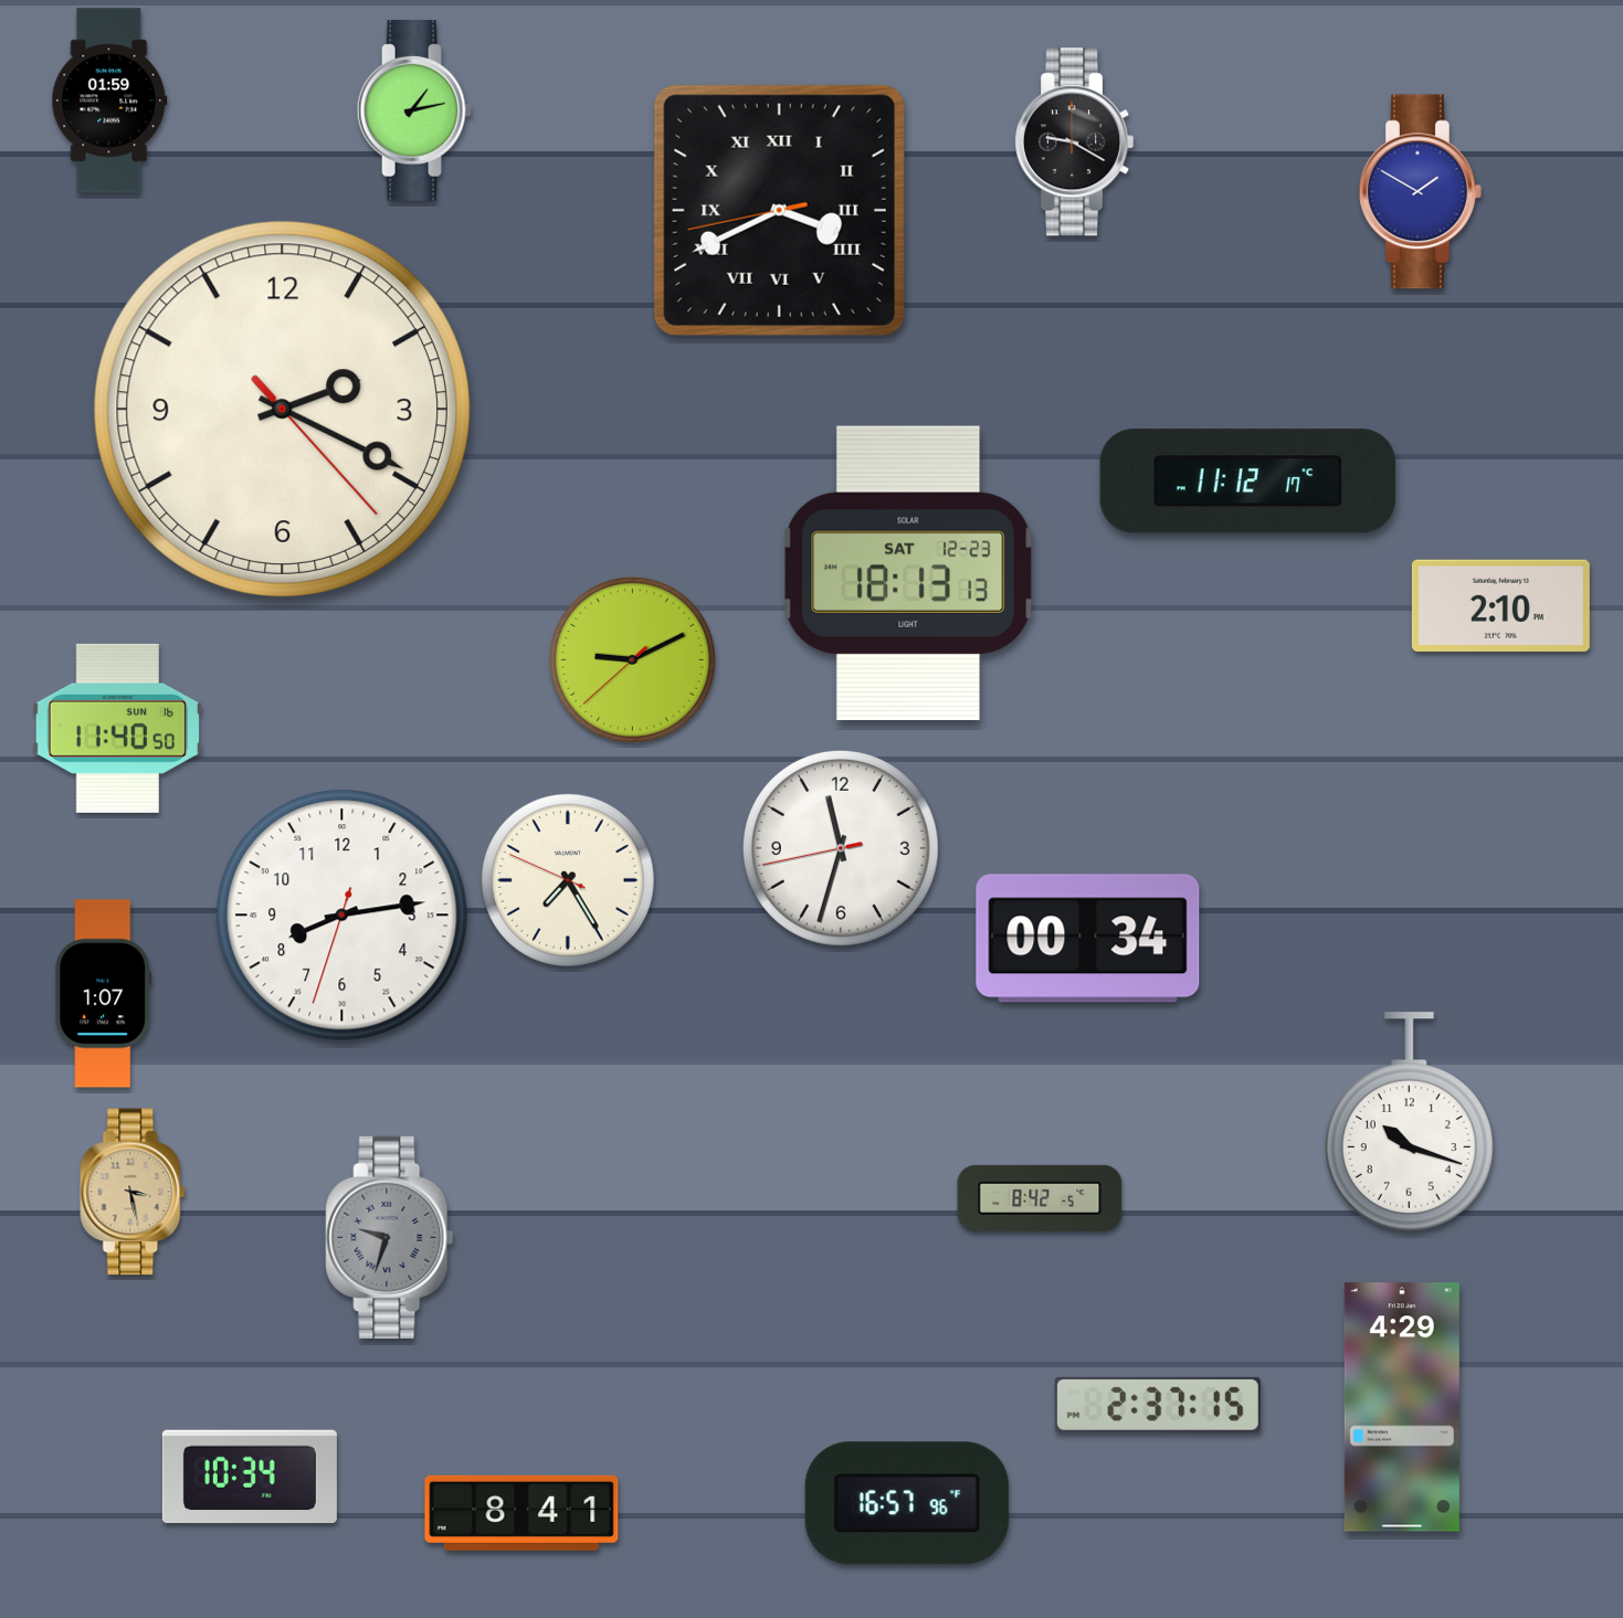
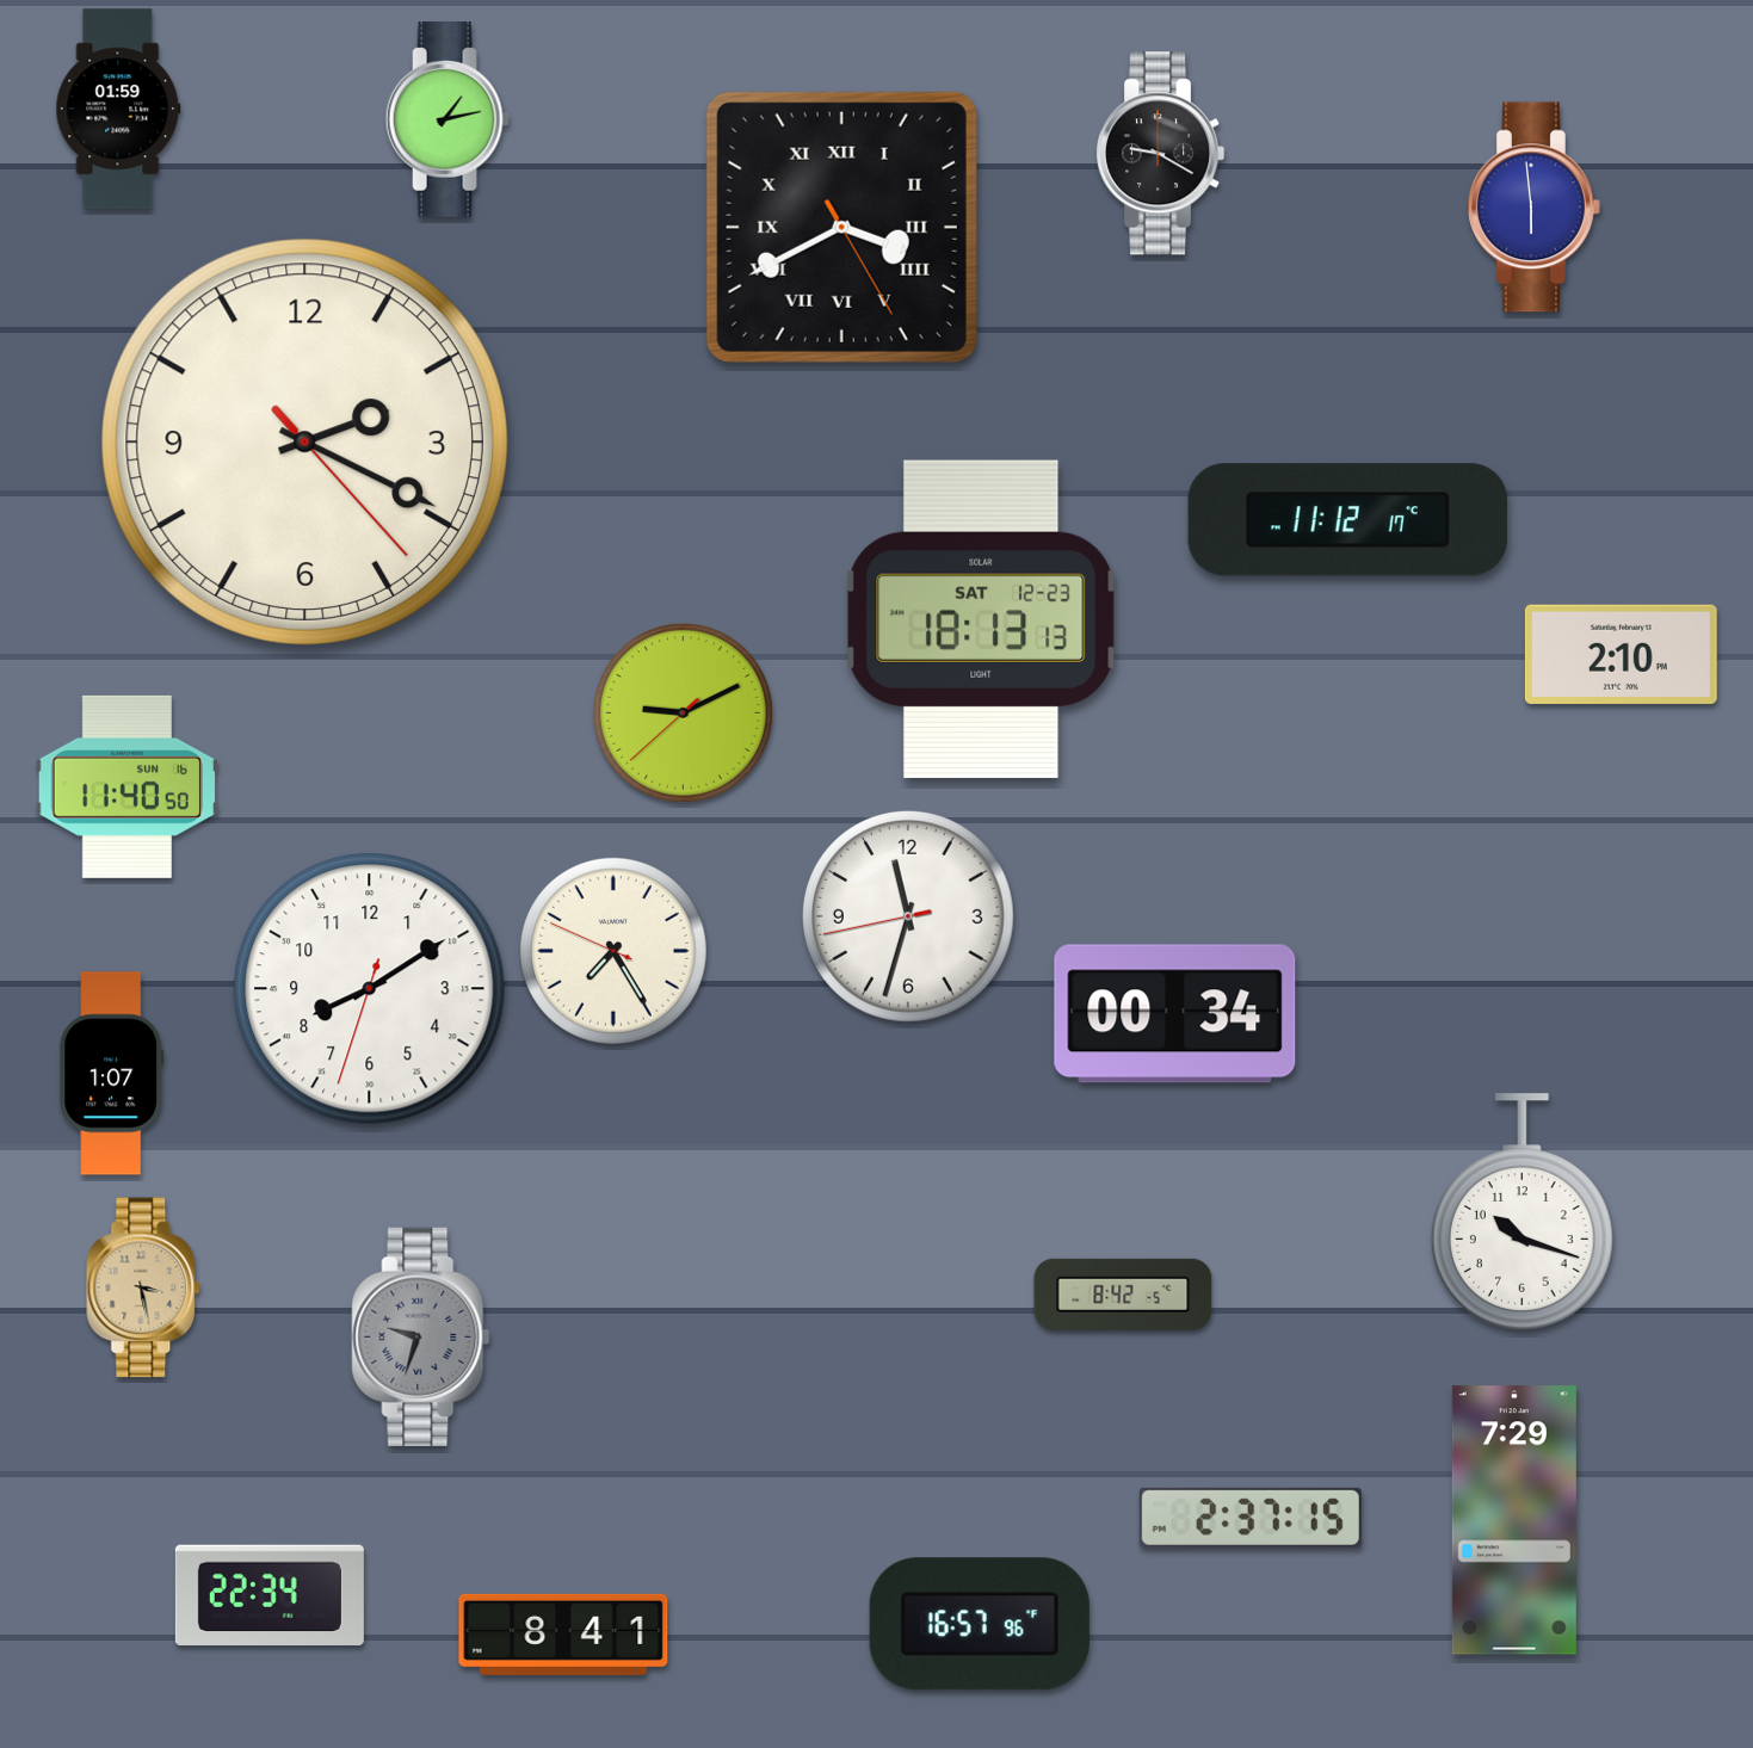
clock at (1421, 192): 1:50 -> 5:59
clock at (779, 210): 3:40:43 -> 3:40:25
clock at (342, 916): 8:13 -> 8:09
clock at (1402, 1407): 4:29 -> 7:29
clock at (250, 1477): 10:34 -> 22:34
